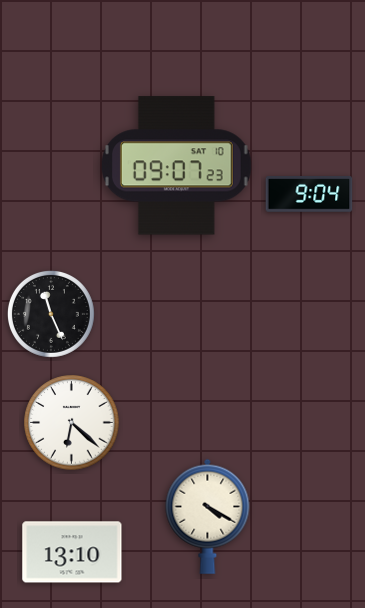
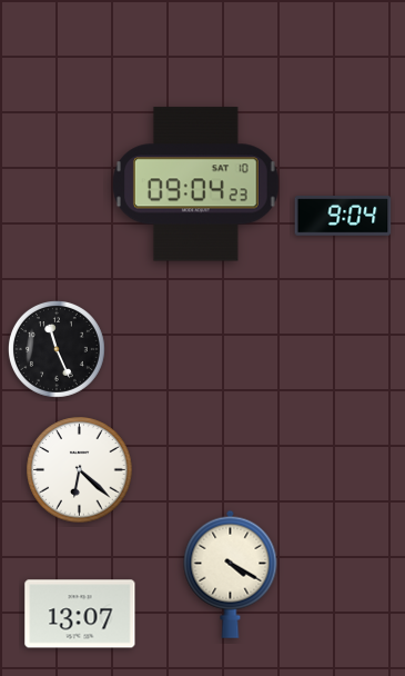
clock at (176, 166): 09:07 -> 09:04
clock at (72, 552): 13:10 -> 13:07
